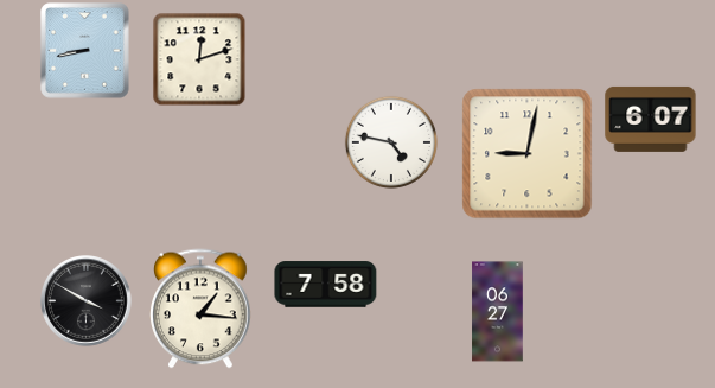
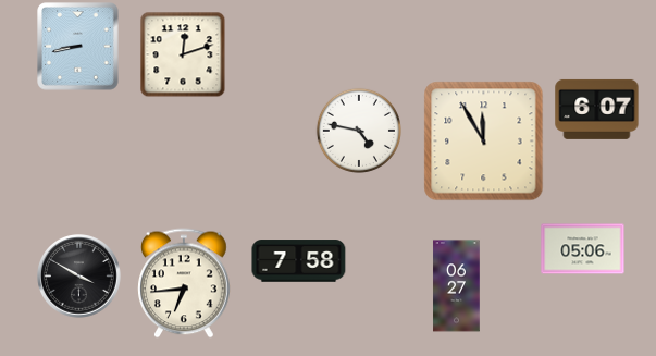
clock at (528, 154): 9:02 -> 11:55
clock at (583, 249): none -> 05:06
clock at (202, 309): 1:16 -> 6:44
